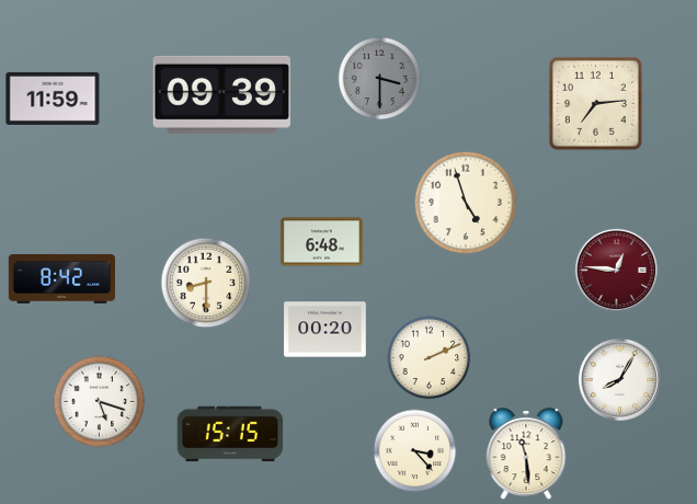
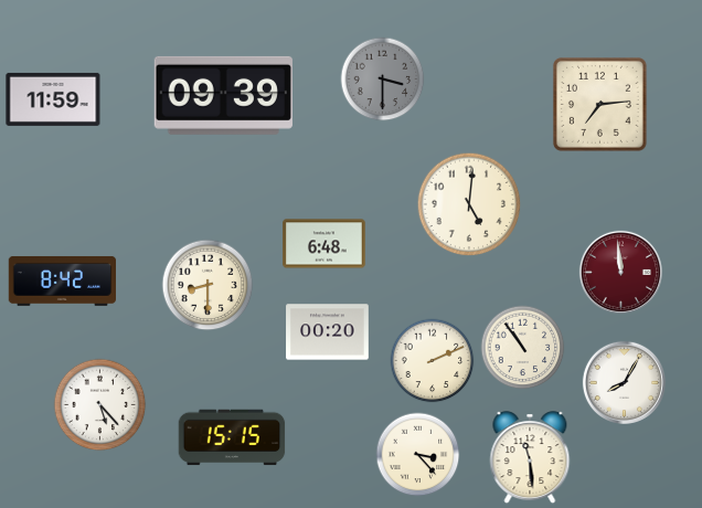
clock at (466, 203): 4:57 -> 5:01
clock at (616, 270): 12:46 -> 11:59
clock at (523, 348): none -> 10:54
clock at (100, 402): 5:18 -> 5:23
